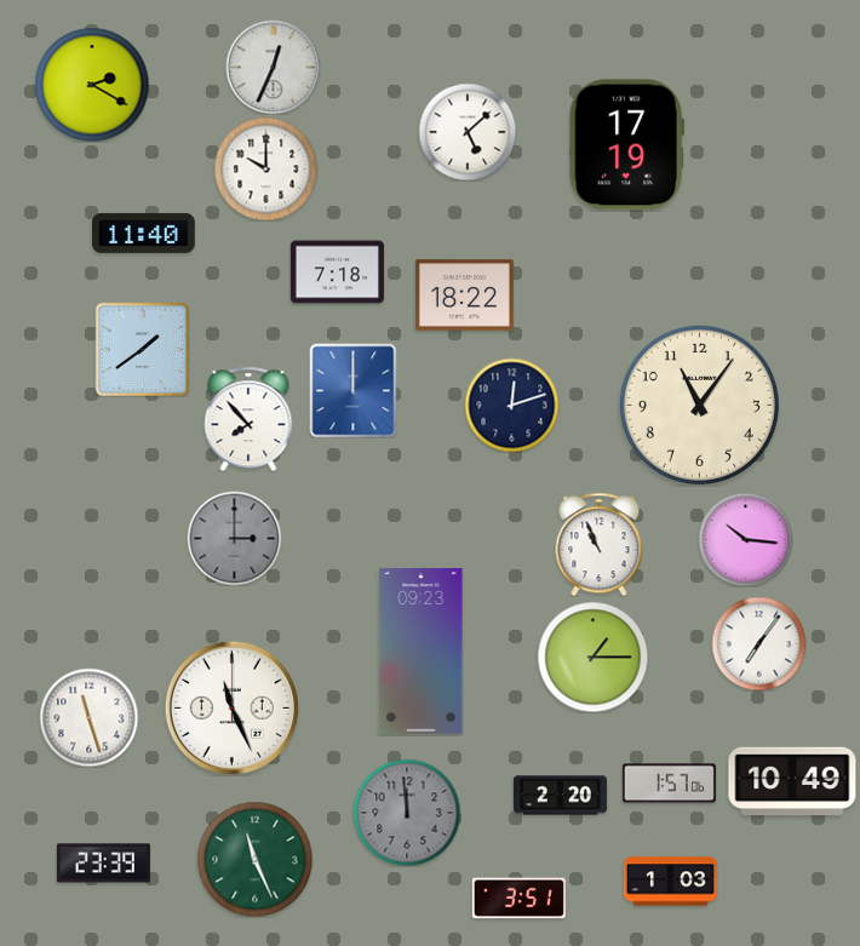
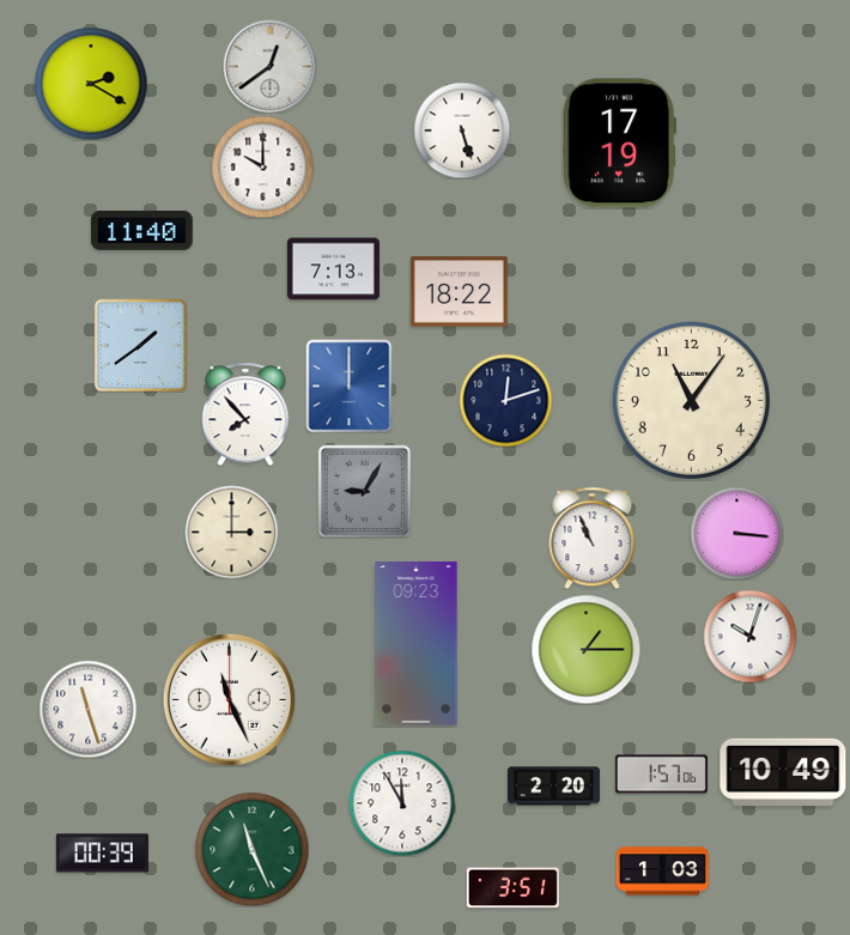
clock at (273, 67): 12:34 -> 12:39
clock at (468, 132): 5:08 -> 5:27
clock at (337, 273): 7:18 -> 7:13
clock at (364, 491): none -> 9:05
clock at (234, 538) dial: grey -> cream
clock at (745, 539): 10:16 -> 3:16
clock at (758, 643): 7:06 -> 10:03
clock at (407, 813): 11:59 -> 11:55
clock at (407, 813) dial: grey -> white
clock at (103, 864): 23:39 -> 00:39
